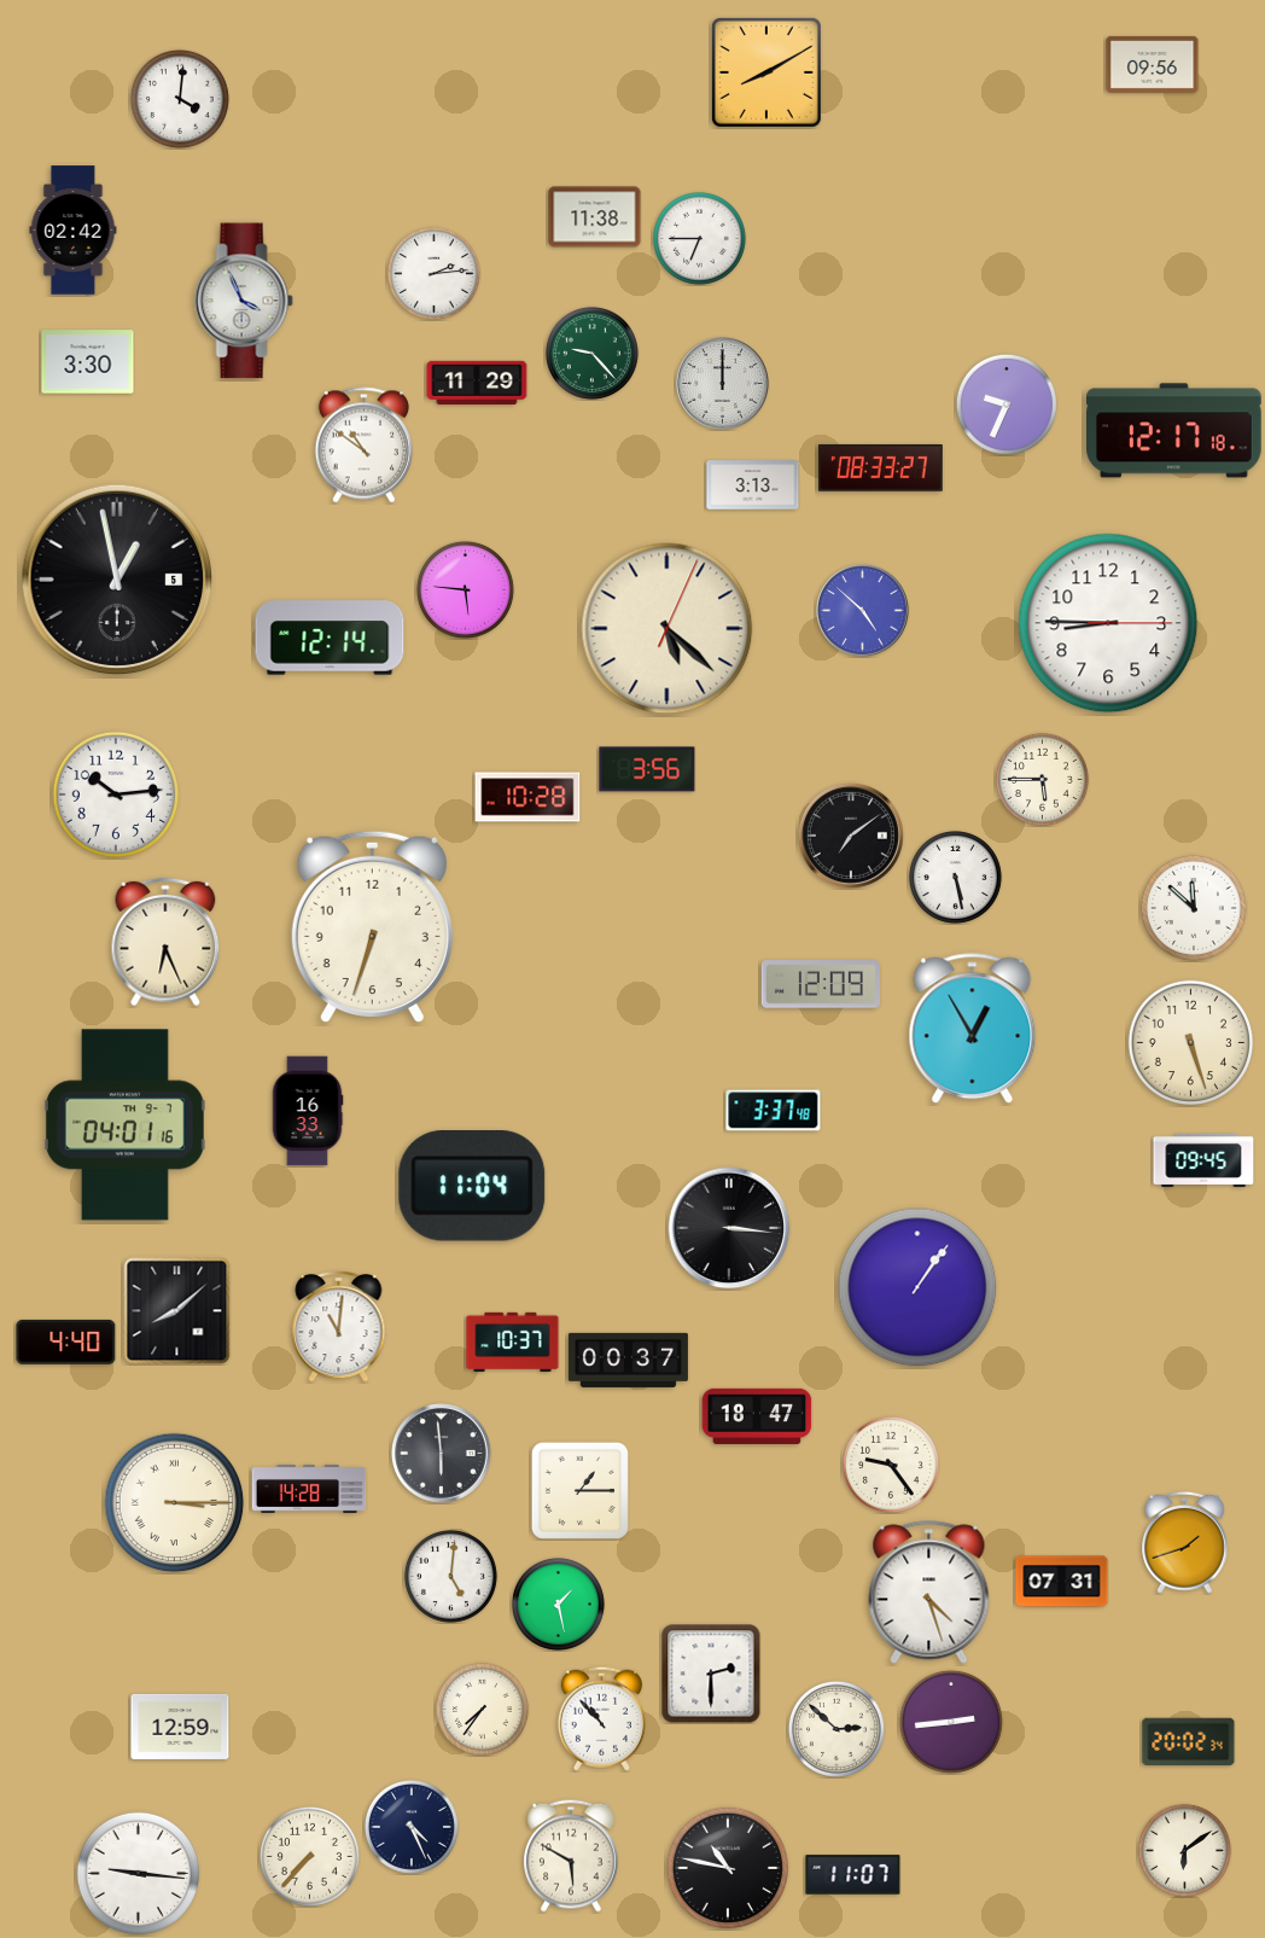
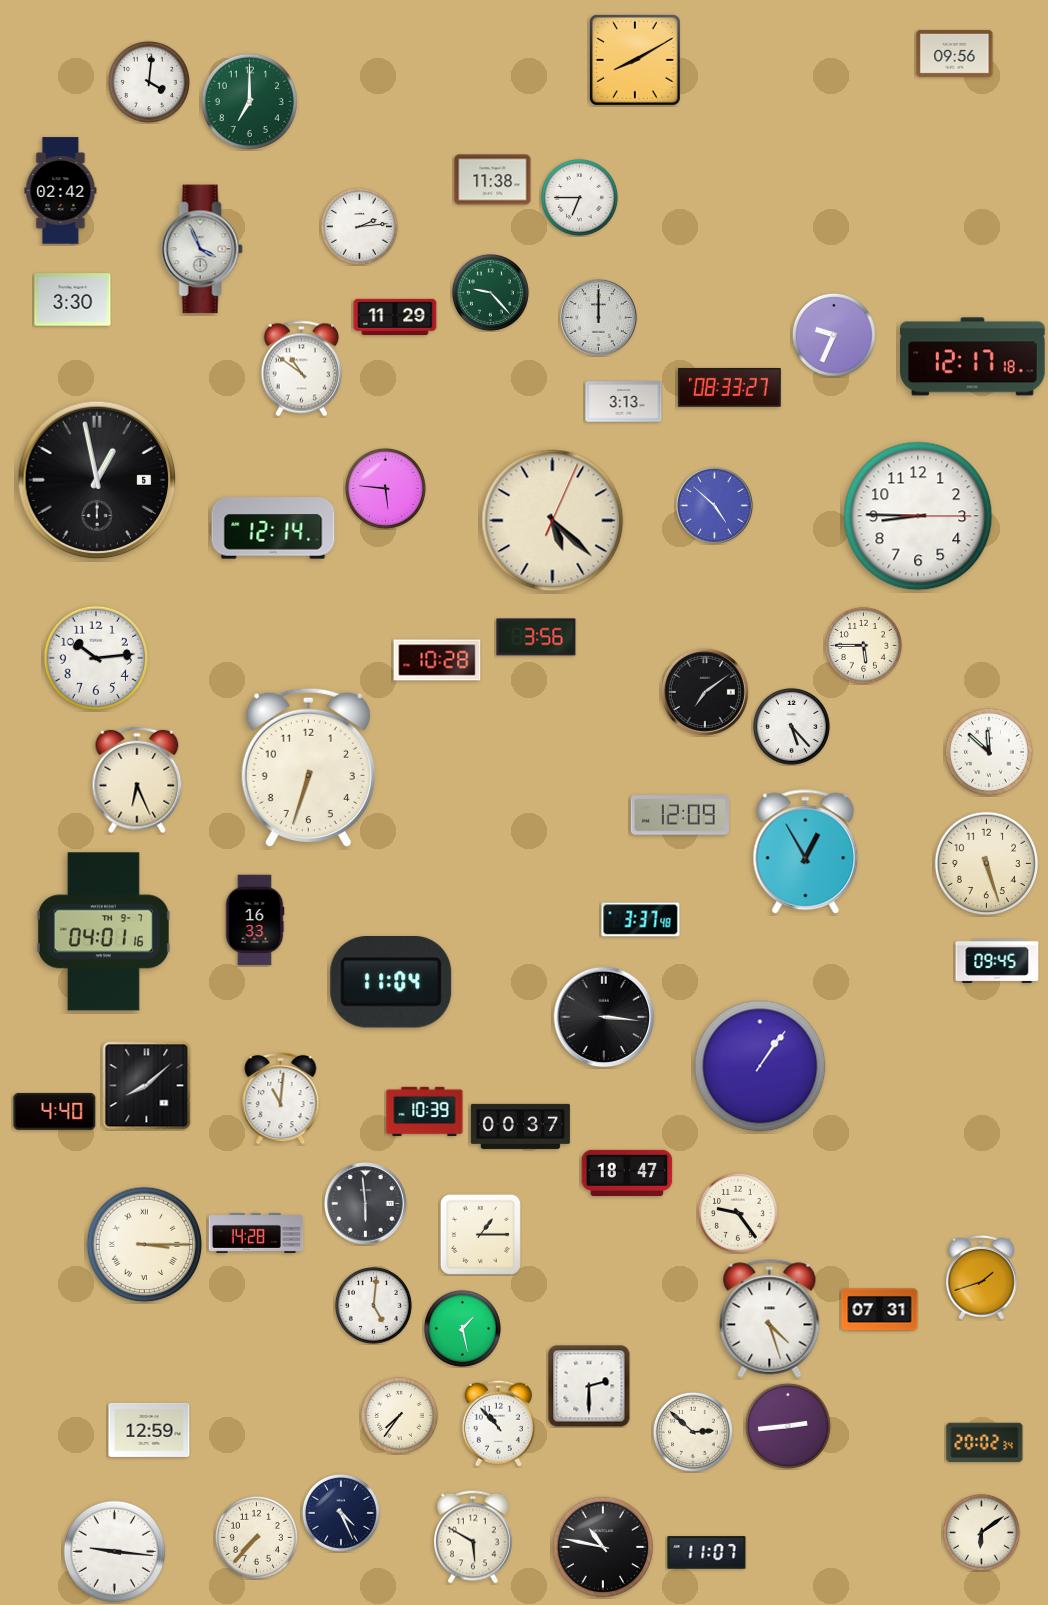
clock at (249, 101): none -> 7:00
clock at (955, 877): 5:28 -> 5:23
clock at (513, 1343): 10:37 -> 10:39
